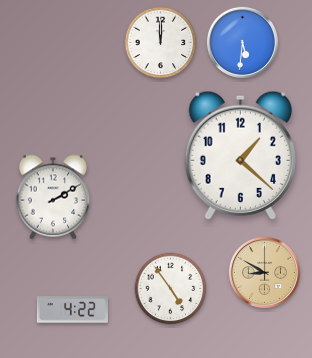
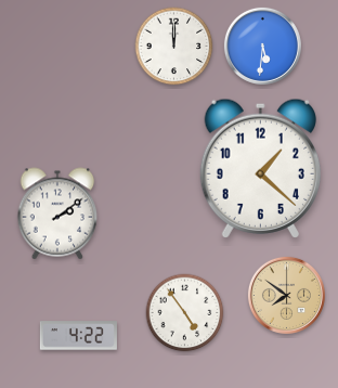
clock at (53, 197): 2:10 -> 2:09
clock at (264, 272): 8:50 -> 7:51
